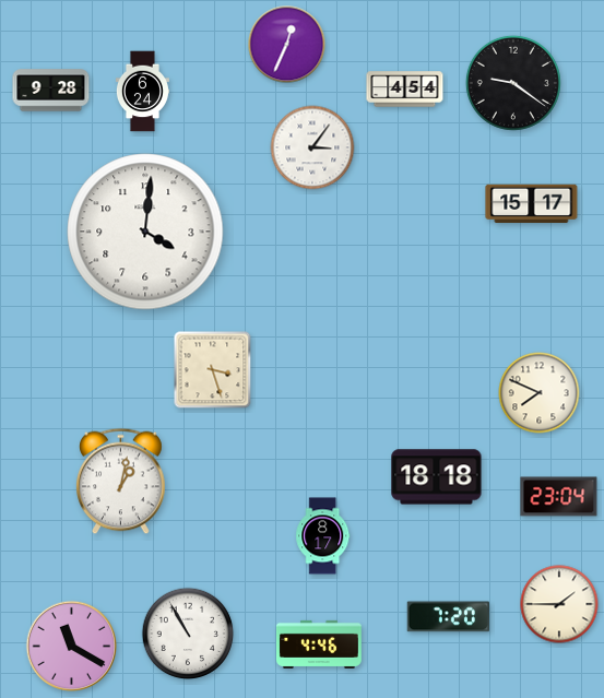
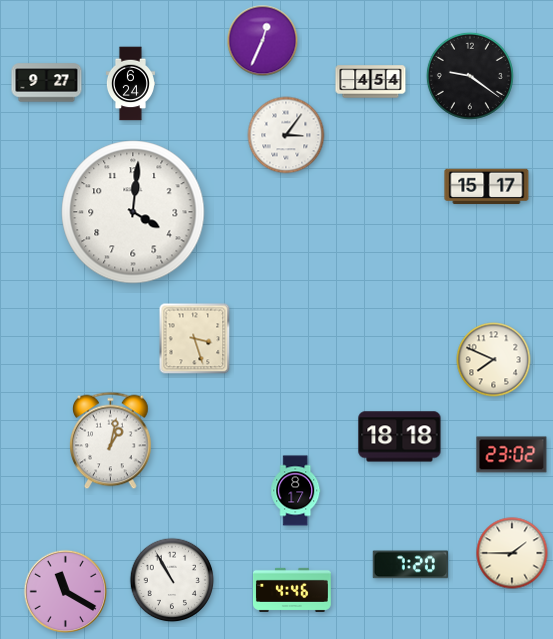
clock at (51, 91): 9:28 -> 9:27
clock at (559, 497): 23:04 -> 23:02
